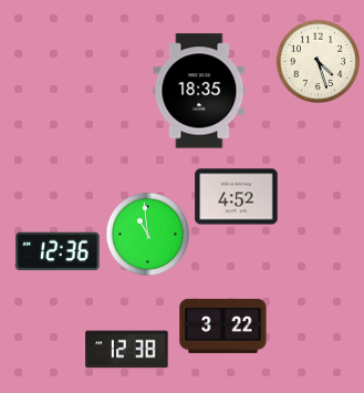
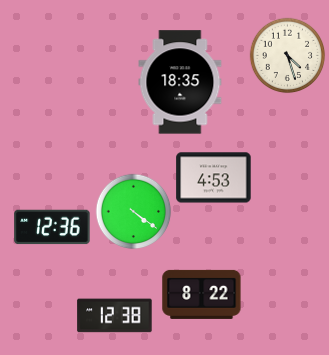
clock at (237, 197): 4:52 -> 4:53
clock at (148, 235): 10:59 -> 4:21
clock at (223, 325): 3:22 -> 8:22
